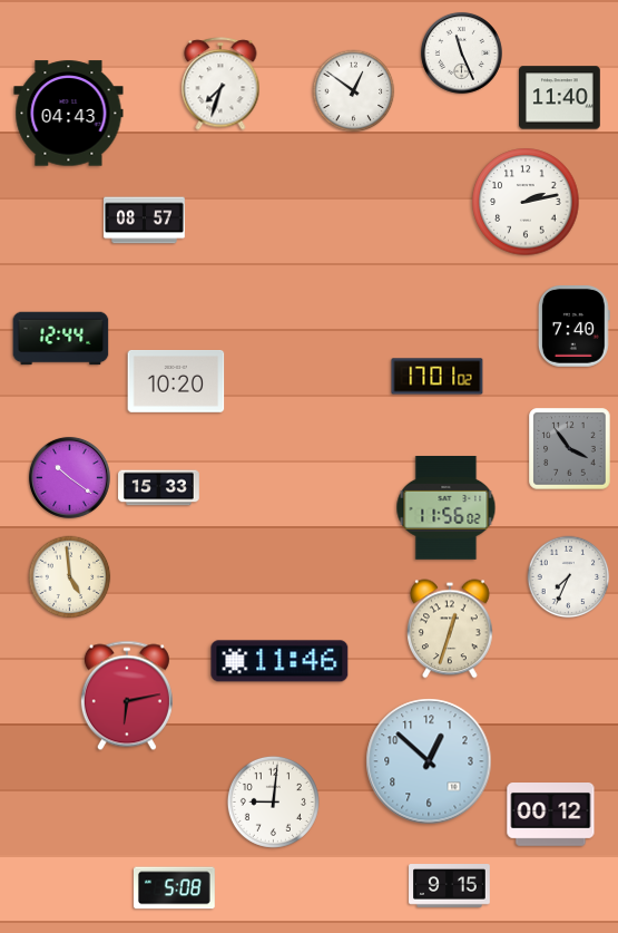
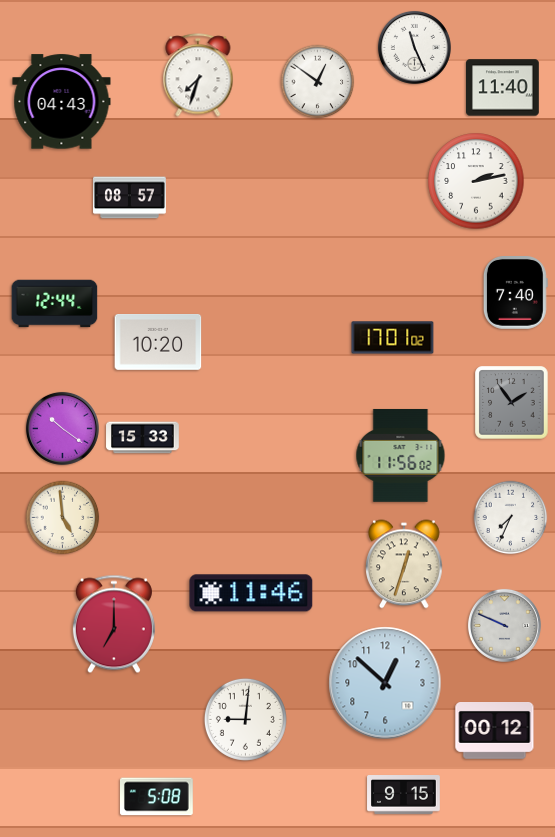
clock at (526, 202) position: (526, 202) -> (476, 181)
clock at (570, 449): 3:54 -> 1:54
clock at (127, 696): 6:13 -> 7:00
clock at (504, 625): none -> 9:49
